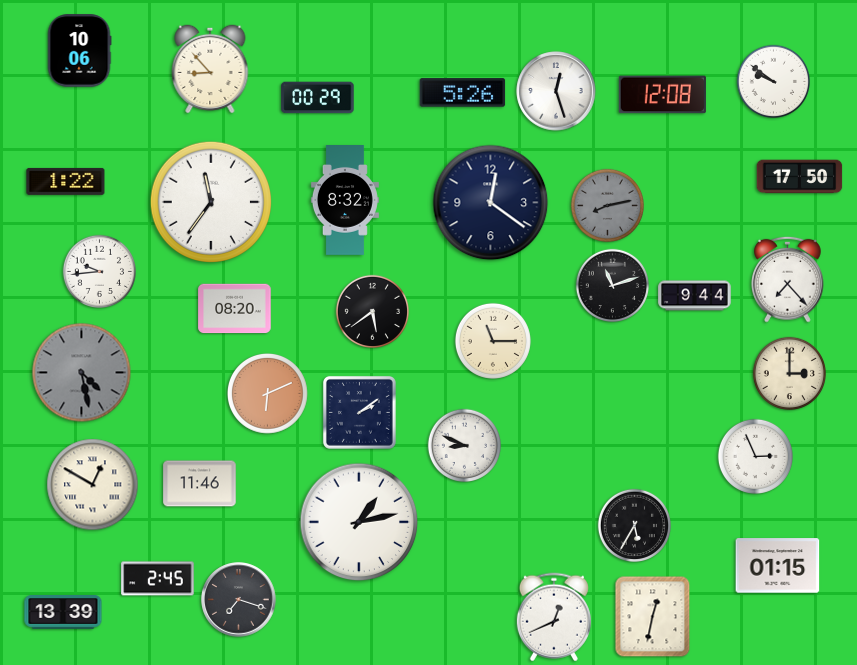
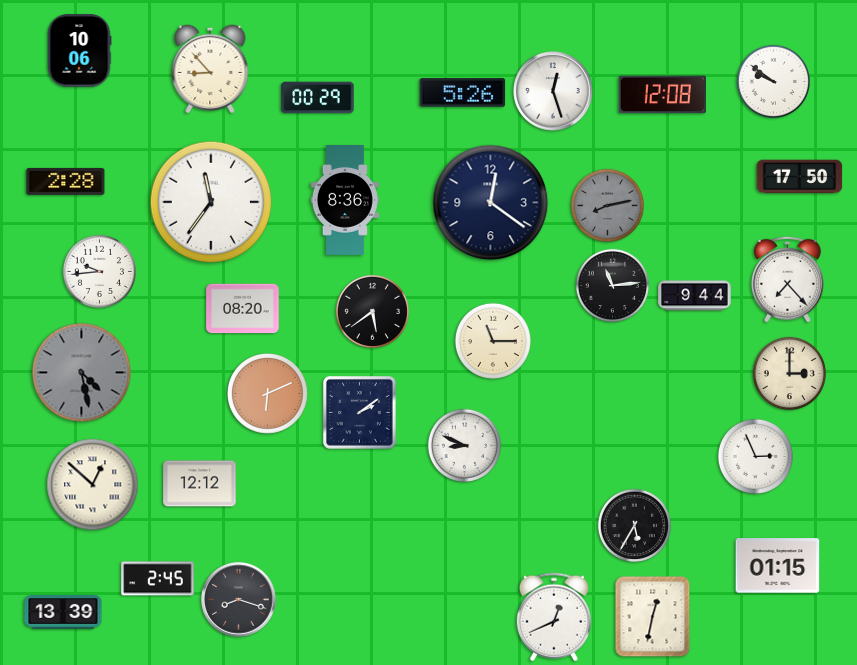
clock at (556, 91) position: (556, 91) -> (553, 91)
clock at (66, 181): 1:22 -> 2:28
clock at (345, 201): 8:32 -> 8:36
clock at (612, 285): 11:12 -> 11:14
clock at (235, 309) position: (235, 309) -> (243, 309)
clock at (200, 484): 11:46 -> 12:12
clock at (93, 485): 12:50 -> 12:52
clock at (359, 522): 1:13 -> none
clock at (239, 600): 7:18 -> 8:18
